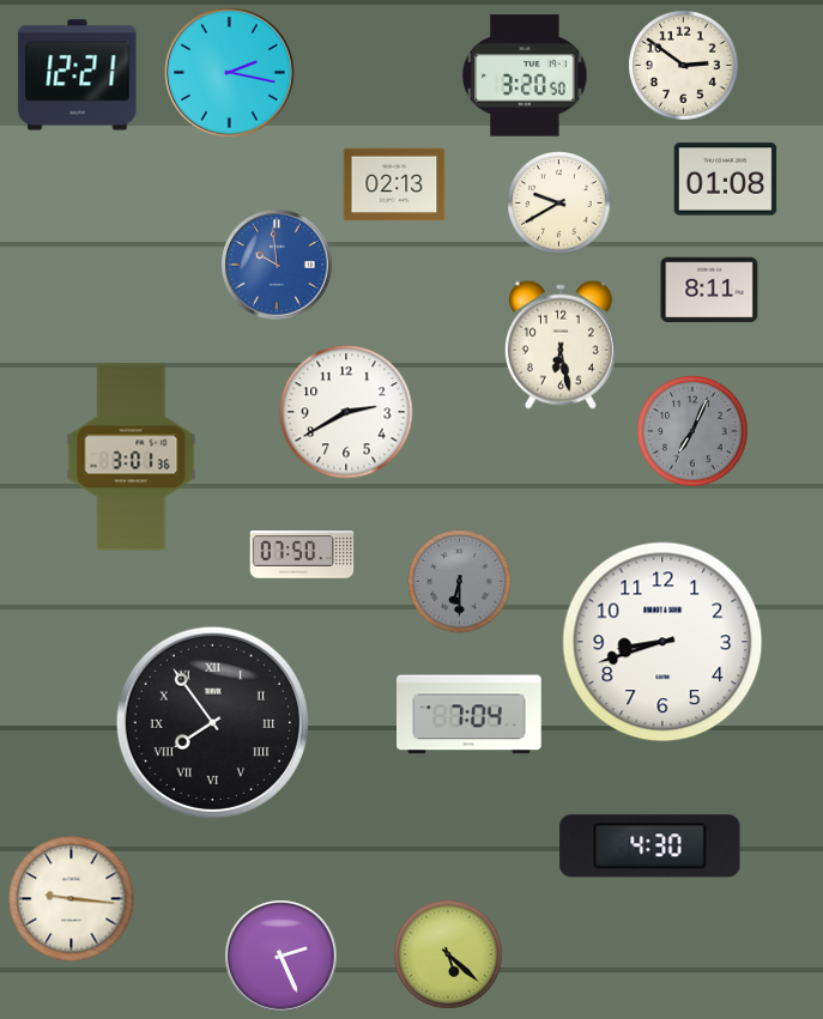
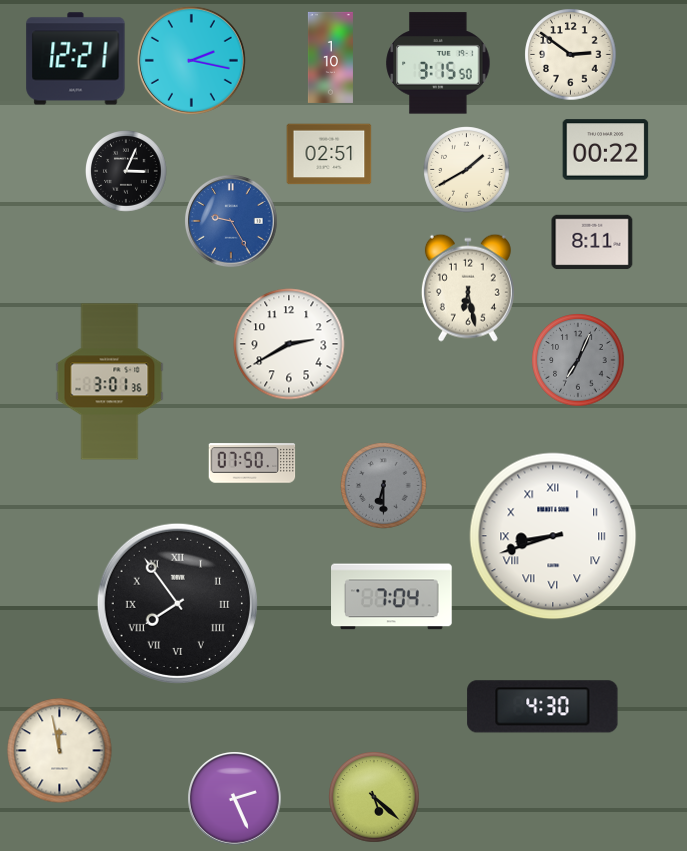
clock at (330, 57): none -> 1:10
clock at (78, 75) position: (78, 75) -> (76, 59)
clock at (525, 75): 3:20 -> 3:15
clock at (726, 180): 01:08 -> 00:22
clock at (394, 184): 02:13 -> 02:51
clock at (559, 204): 9:40 -> 1:40
clock at (127, 172): none -> 3:04
clock at (277, 265): 9:59 -> 9:25
clock at (662, 642) numerals: Arabic -> Roman
clock at (72, 899): 9:16 -> 11:58
